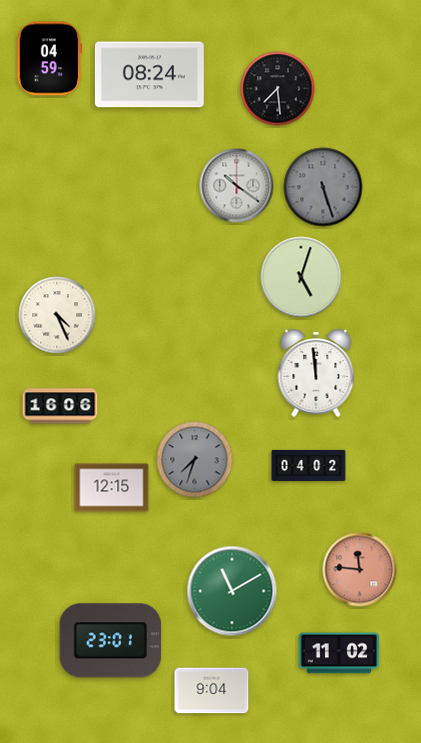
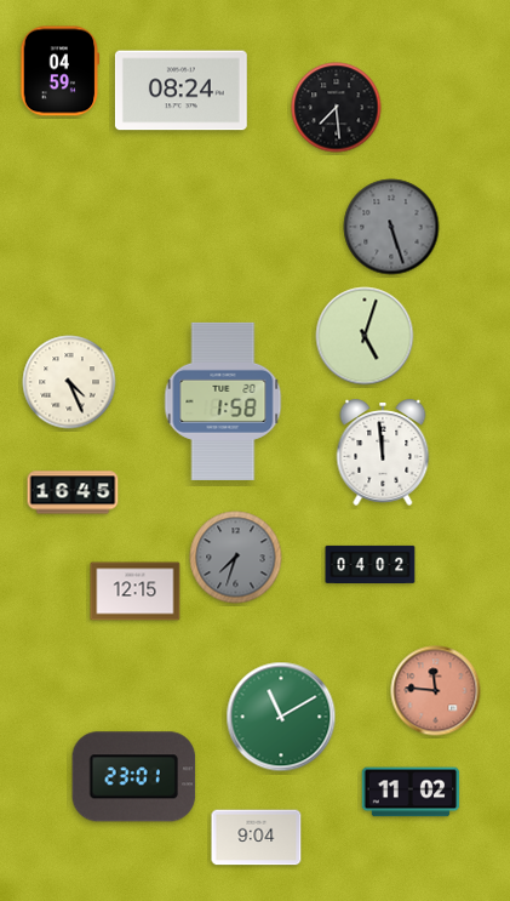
clock at (237, 186): 10:21 -> none
clock at (223, 401): none -> 1:58
clock at (60, 406): 16:06 -> 16:45
clock at (309, 465) position: (309, 465) -> (371, 564)
